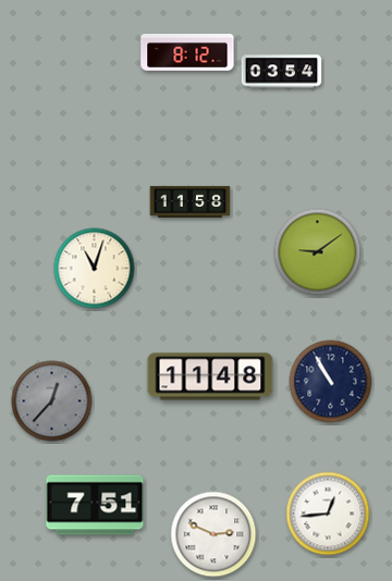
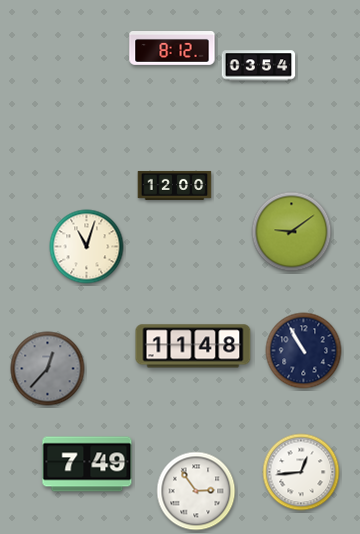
clock at (191, 201): 11:58 -> 12:00
clock at (95, 505): 7:51 -> 7:49
clock at (213, 534): 2:49 -> 2:54
